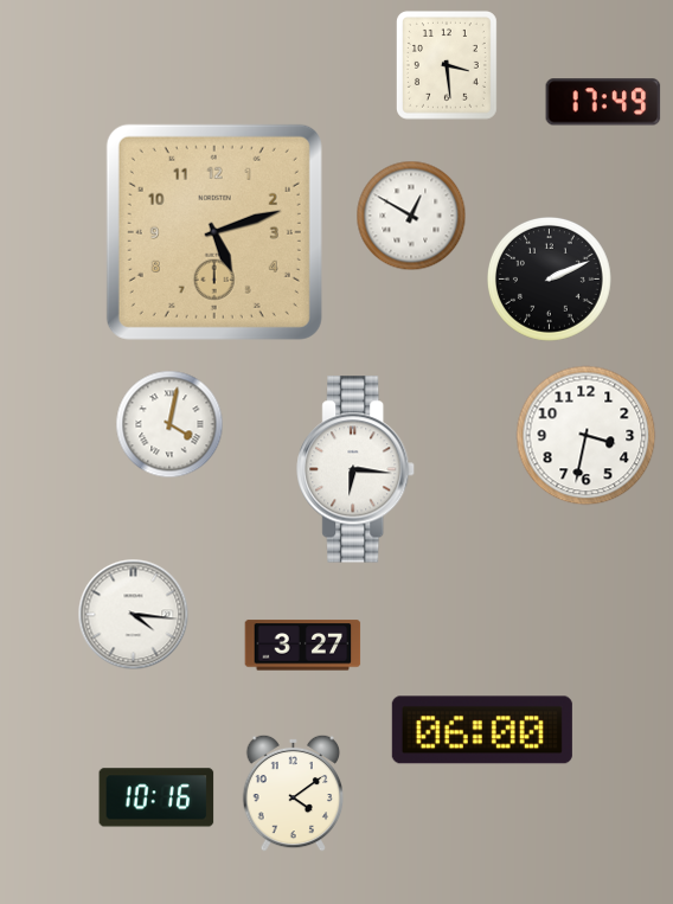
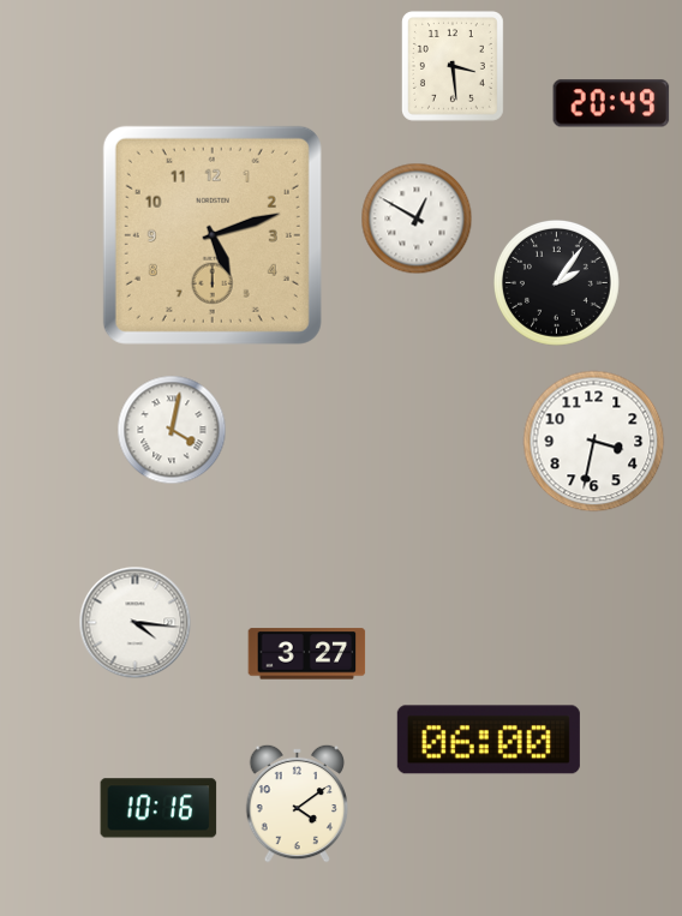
clock at (603, 102): 17:49 -> 20:49
clock at (214, 232) position: (214, 232) -> (213, 235)
clock at (550, 280): 2:11 -> 2:06
clock at (357, 469): 6:16 -> none
